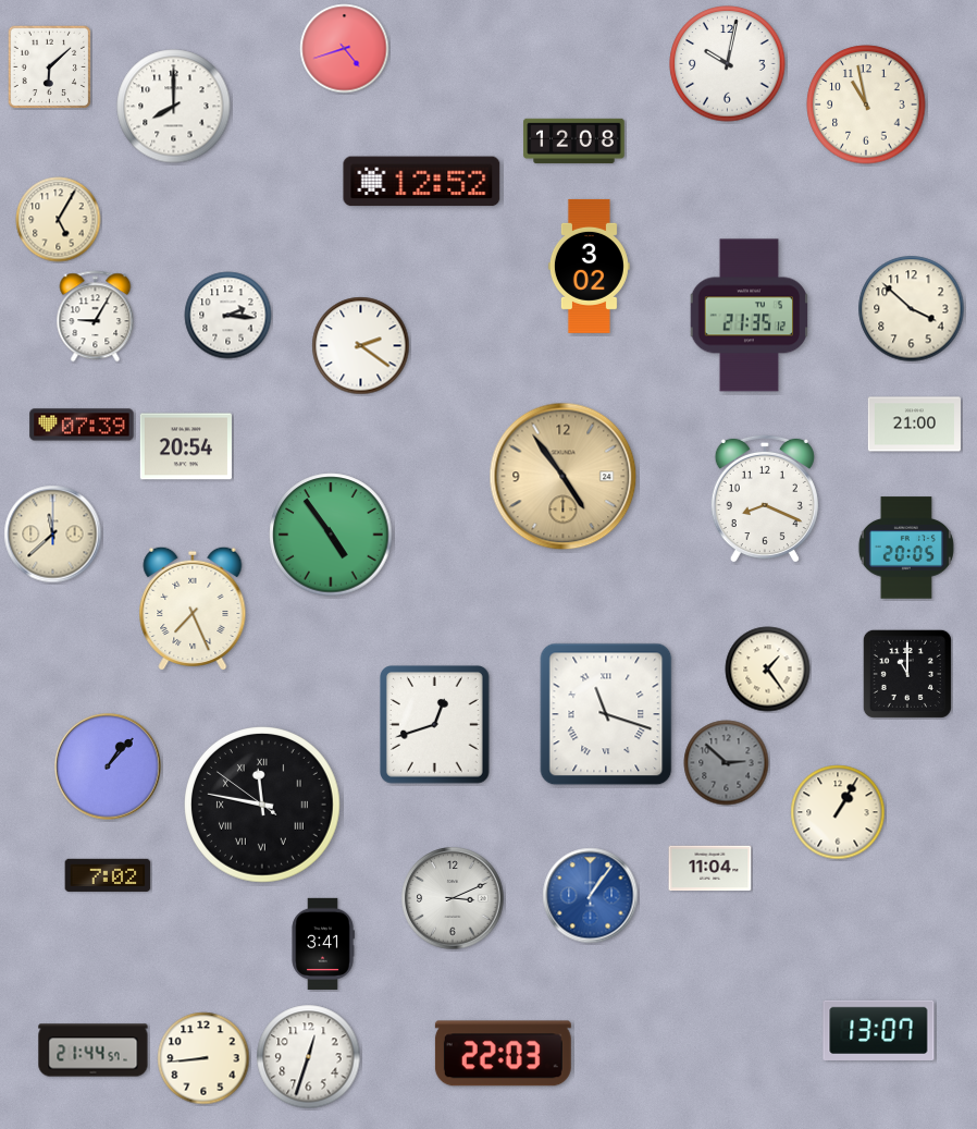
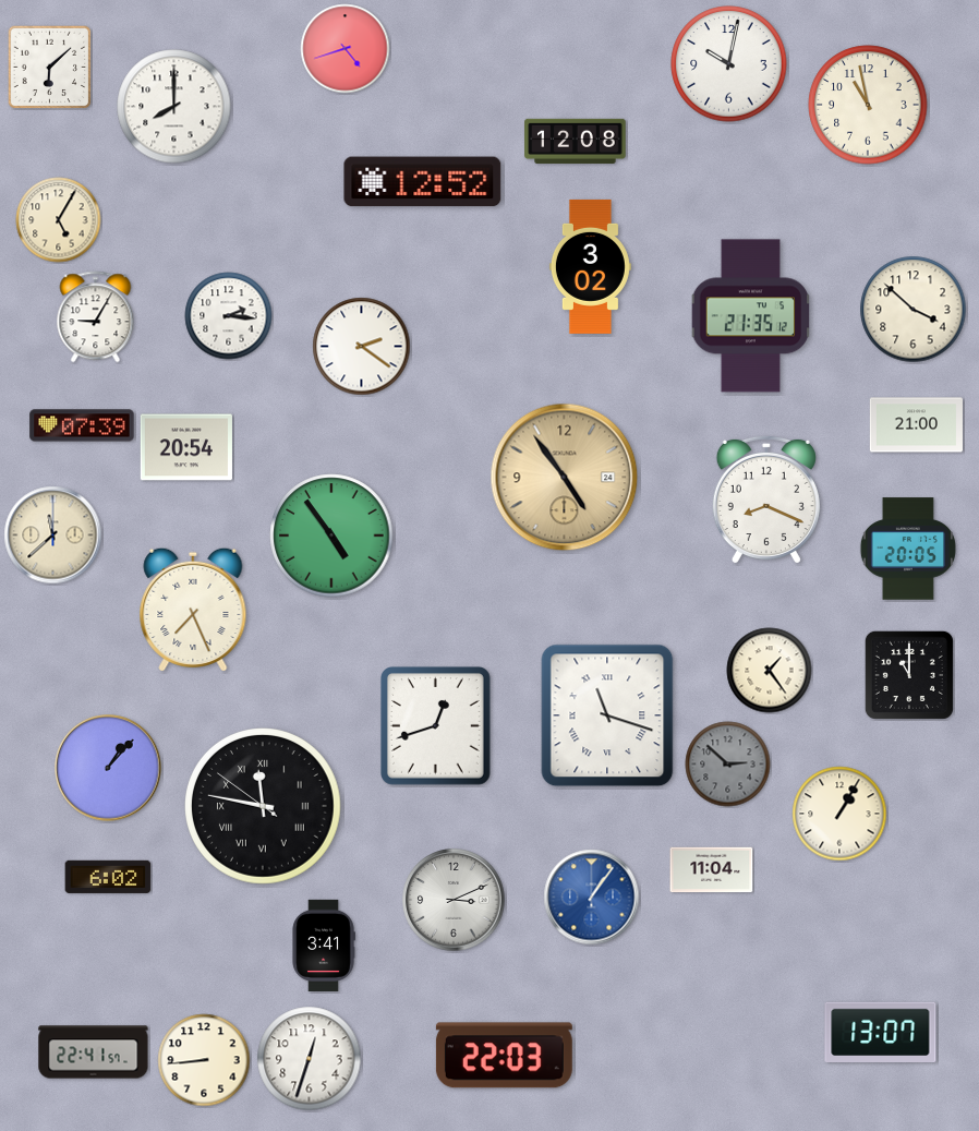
clock at (108, 875): 7:02 -> 6:02
clock at (94, 1051): 21:44 -> 22:41
